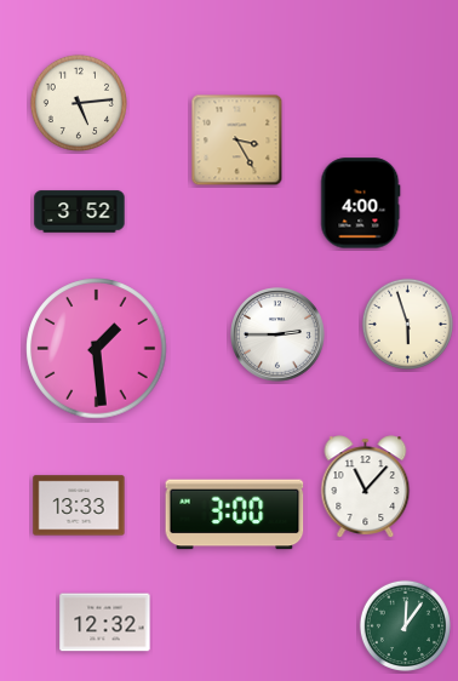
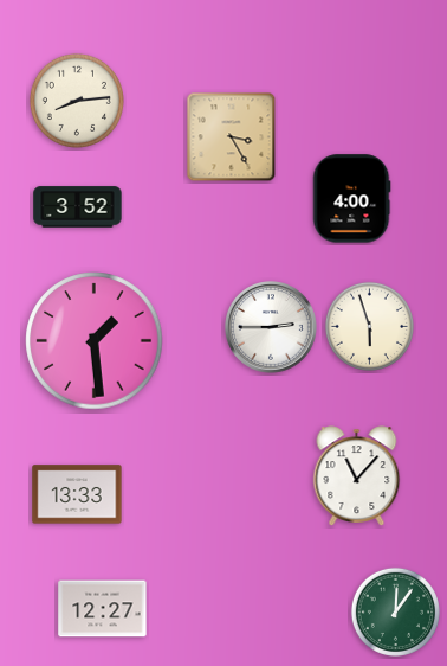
clock at (79, 103): 5:14 -> 8:14
clock at (407, 324) position: (407, 324) -> (369, 326)
clock at (235, 515): 3:00 -> none
clock at (105, 623): 12:32 -> 12:27
